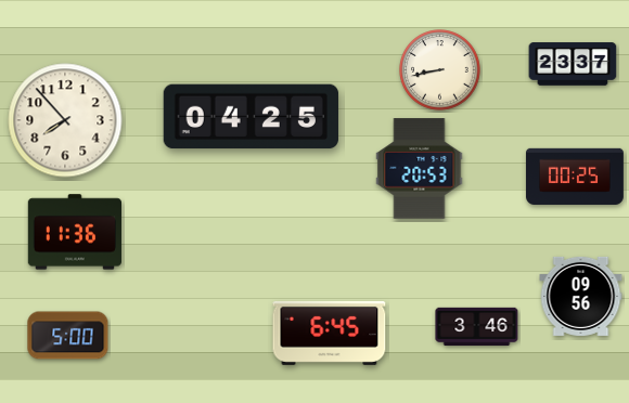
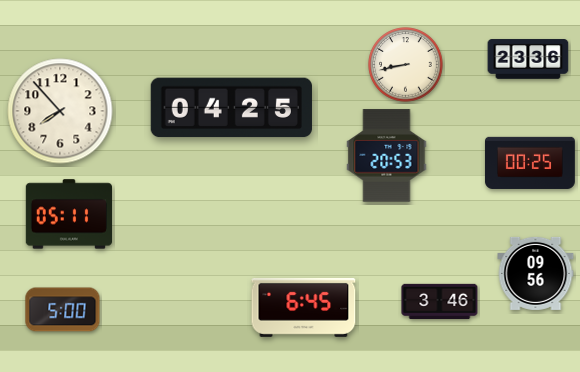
clock at (573, 64): 23:37 -> 23:36
clock at (74, 232): 11:36 -> 05:11
